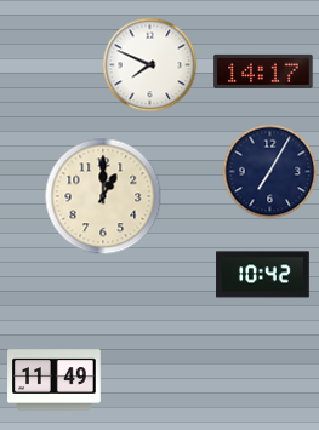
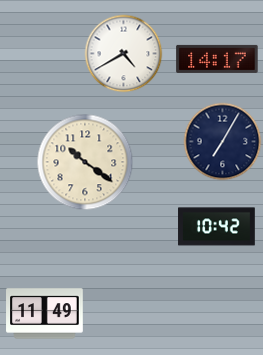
clock at (149, 64): 7:49 -> 4:40
clock at (103, 196): 1:00 -> 10:21
